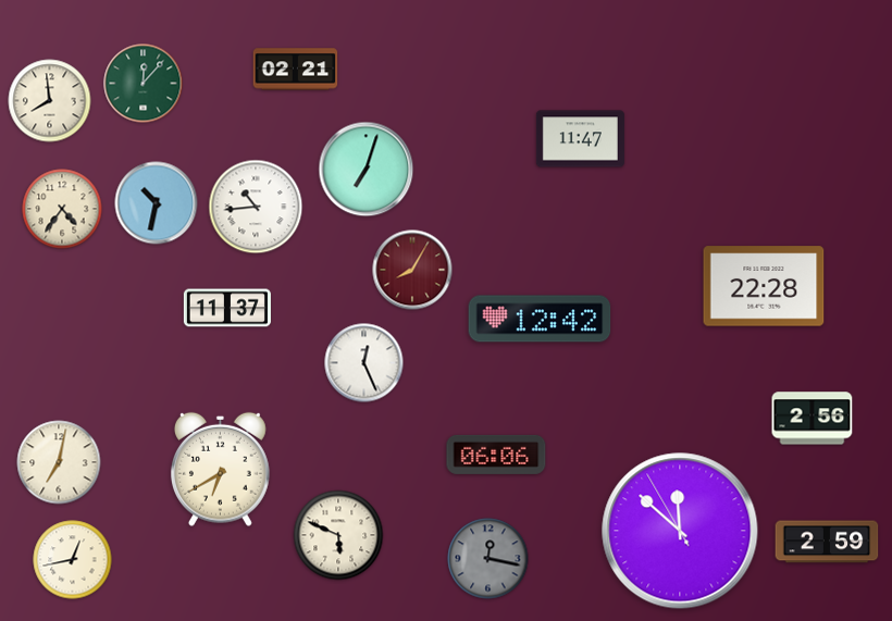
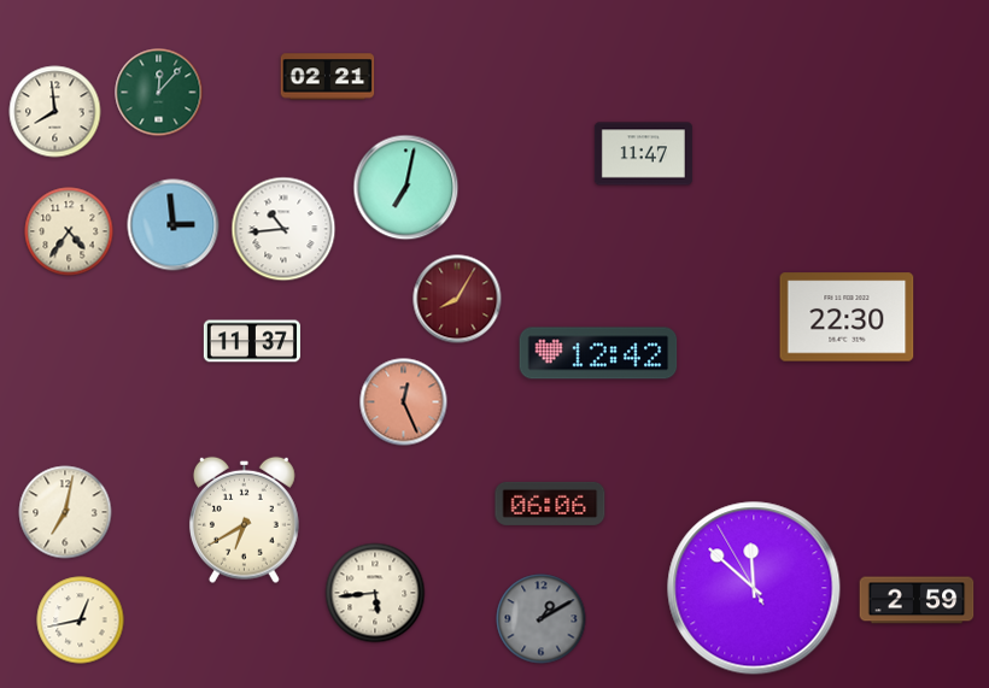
clock at (367, 170): 7:03 -> 7:02
clock at (157, 203): 10:32 -> 2:59
clock at (764, 286): 22:28 -> 22:30
clock at (364, 363) dial: white -> salmon
clock at (813, 419): 2:56 -> none
clock at (338, 535): 5:49 -> 5:44
clock at (488, 559): 12:17 -> 1:10
